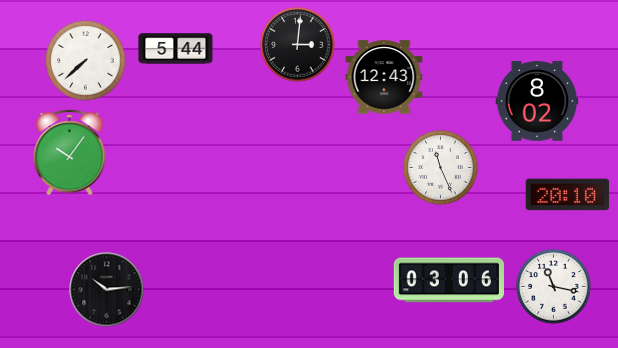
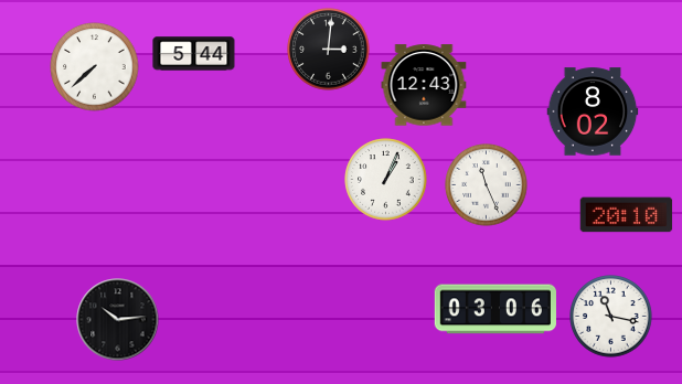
clock at (70, 153): 10:06 -> none
clock at (386, 180): none -> 1:04
